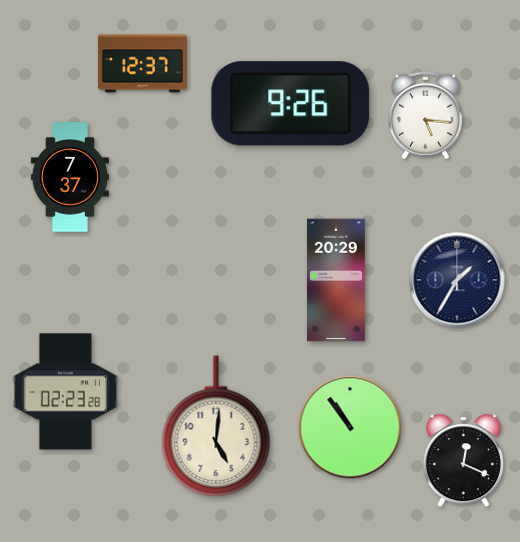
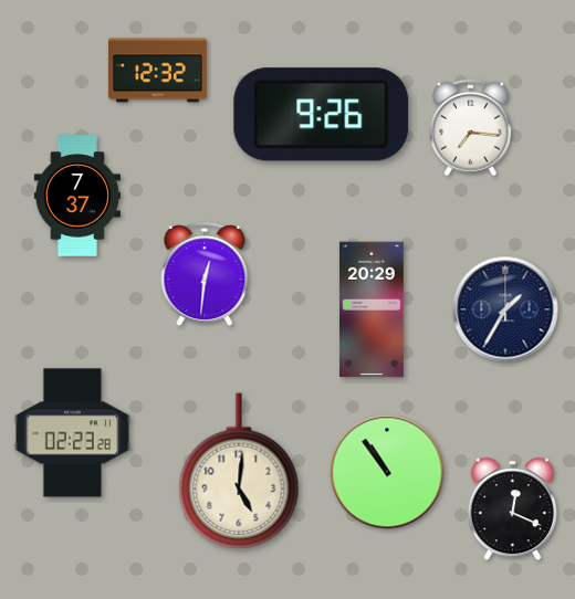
clock at (142, 64): 12:37 -> 12:32
clock at (425, 116): 5:16 -> 7:16
clock at (205, 275): none -> 12:31
